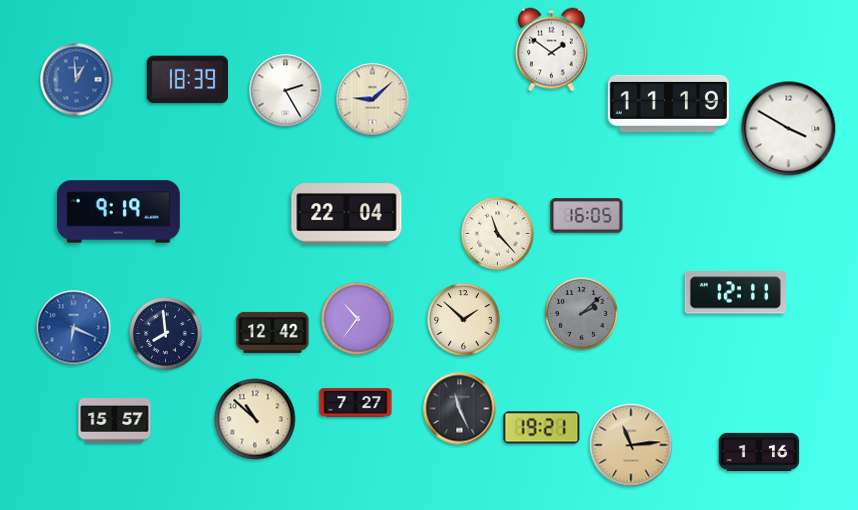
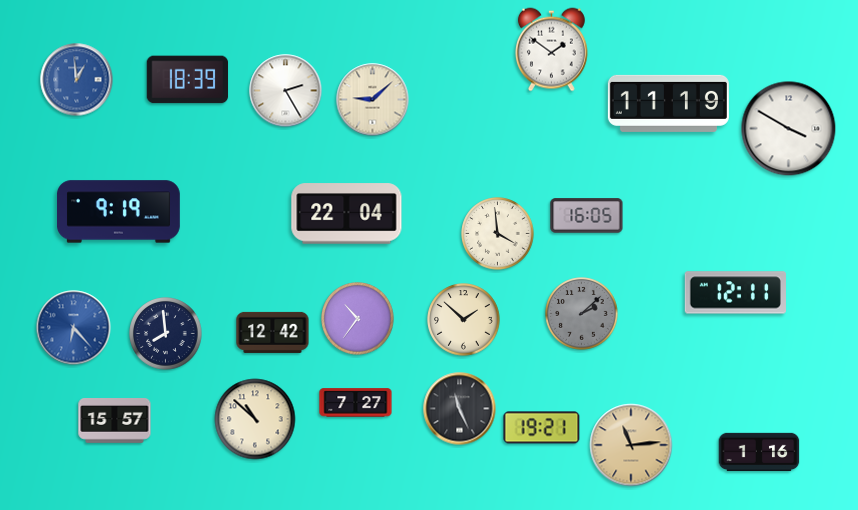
clock at (498, 234): 11:23 -> 3:59
clock at (74, 328): 6:19 -> 6:23
